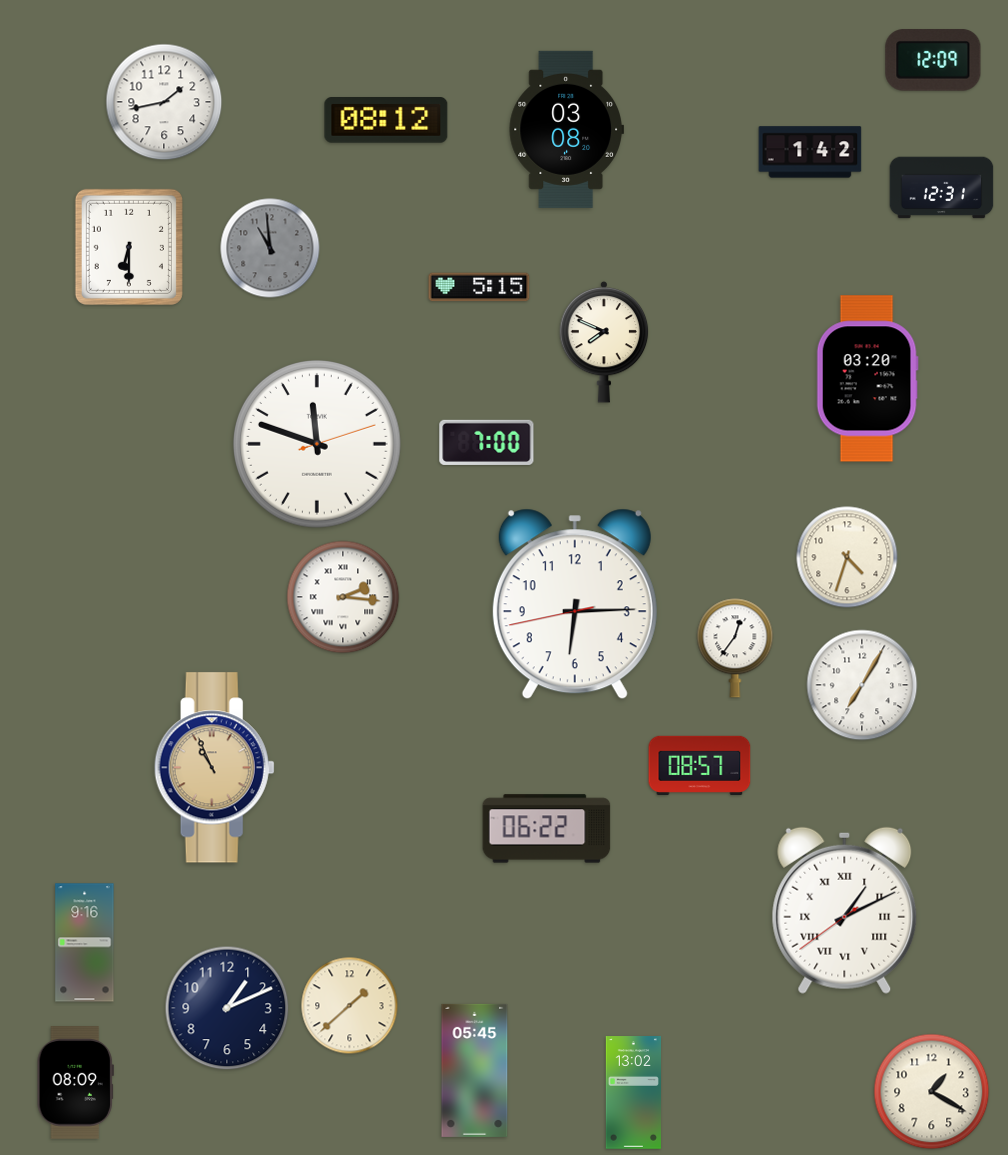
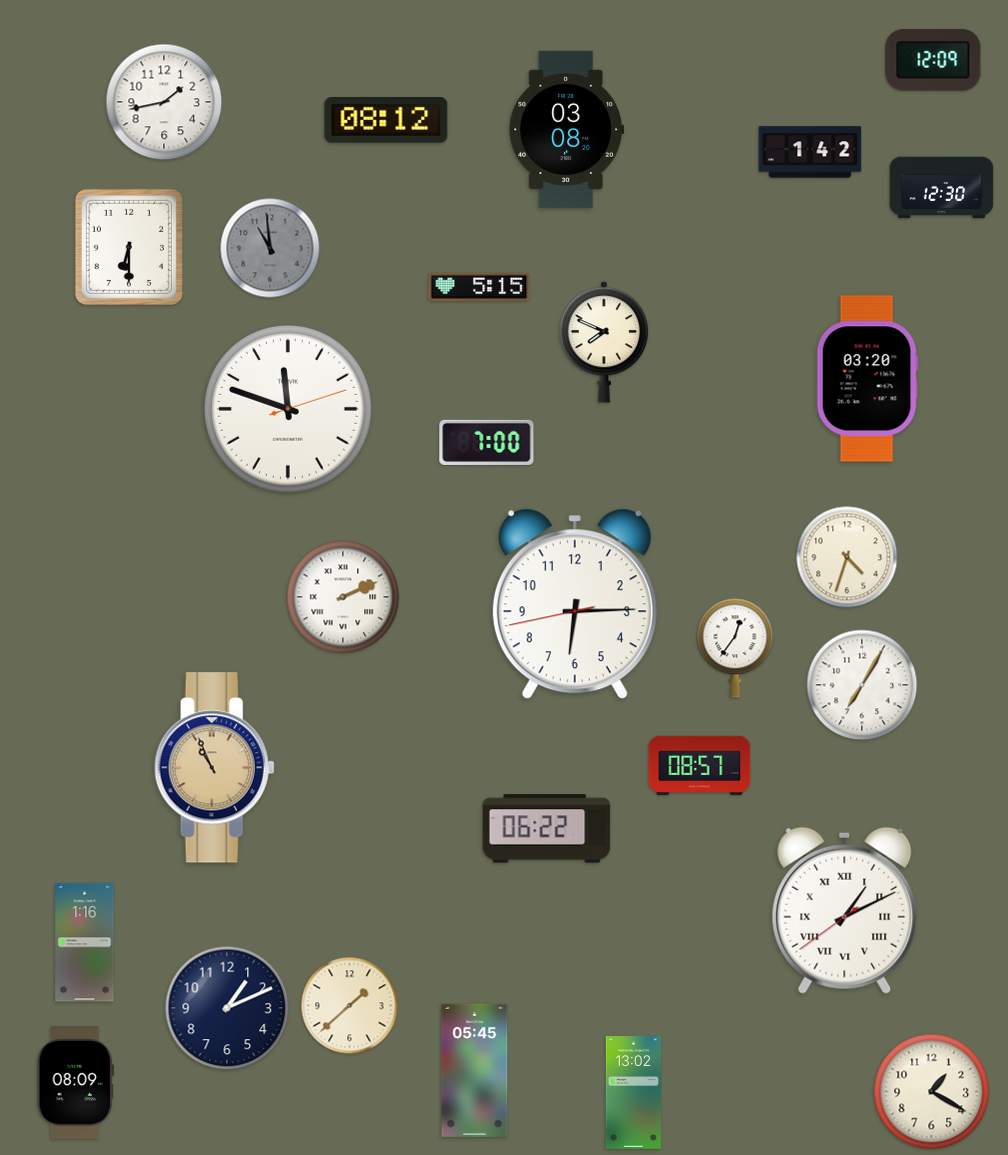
clock at (942, 188): 12:31 -> 12:30
clock at (318, 445) position: (318, 445) -> (289, 410)
clock at (343, 597): 2:16 -> 2:11
clock at (85, 943): 9:16 -> 1:16
